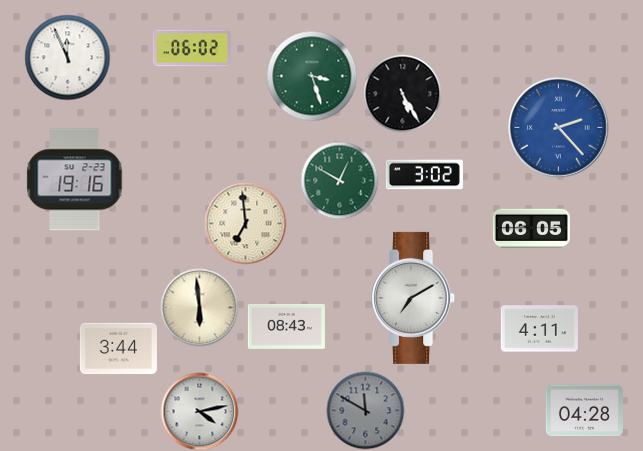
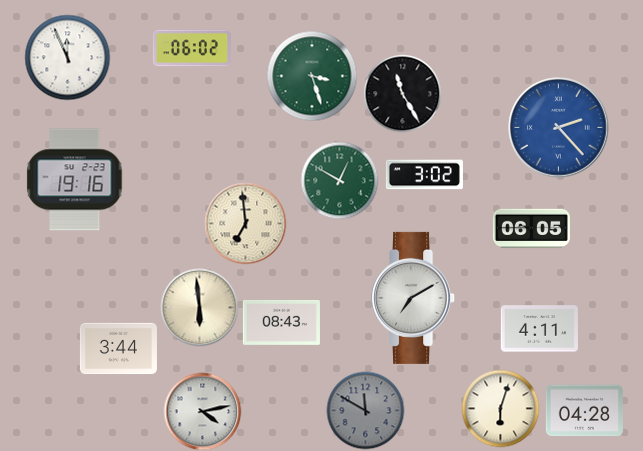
clock at (402, 93): 5:25 -> 11:25
clock at (286, 326) position: (286, 326) -> (281, 322)
clock at (500, 408): none -> 6:03
clock at (199, 411) position: (199, 411) -> (202, 411)
